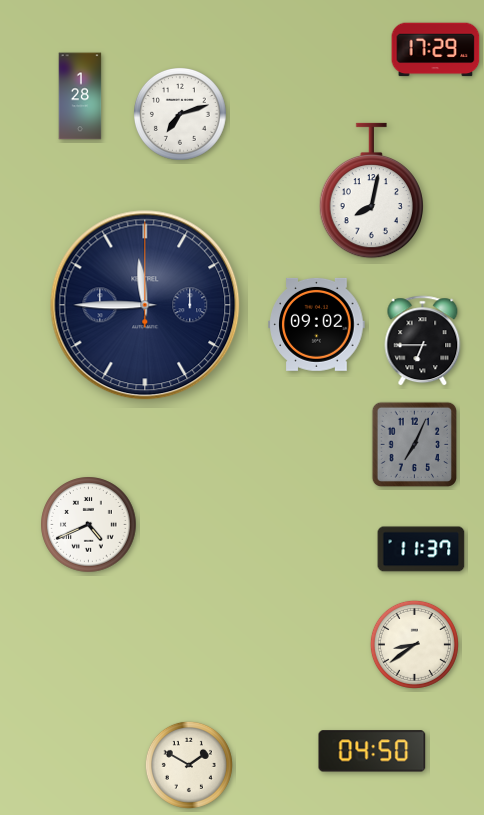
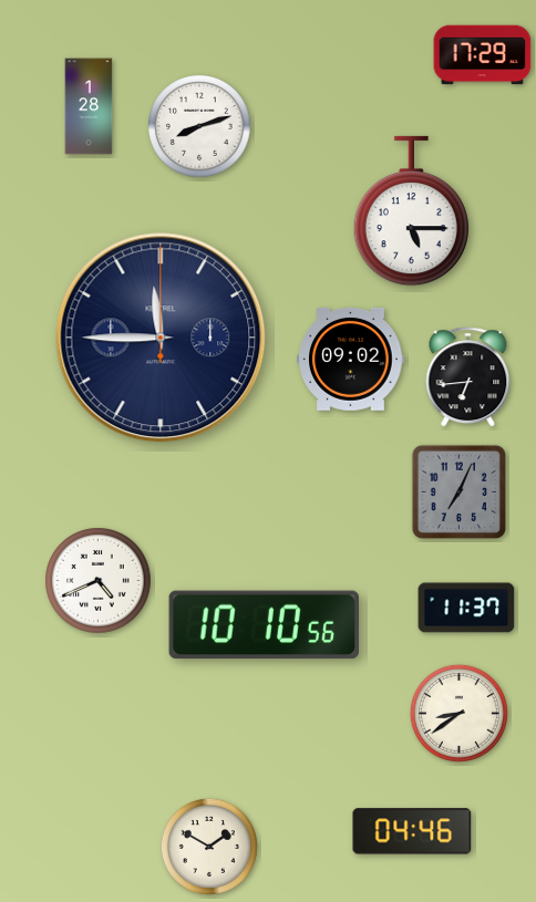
clock at (181, 115): 7:12 -> 8:12
clock at (371, 191): 8:02 -> 5:15
clock at (423, 341): 6:45 -> 6:44
clock at (265, 625): none -> 10:10
clock at (372, 751): 04:50 -> 04:46
